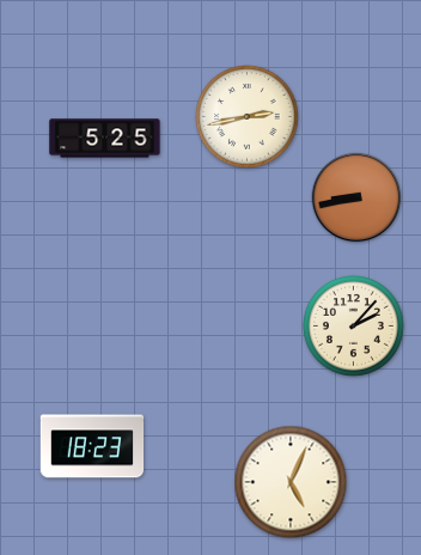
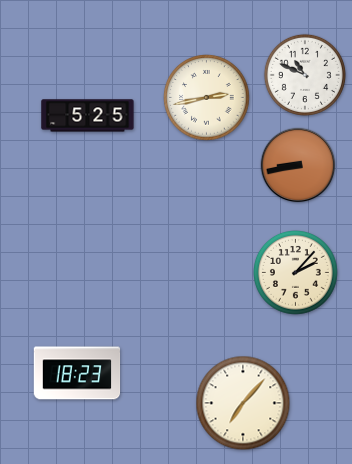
clock at (305, 75): none -> 10:49
clock at (291, 482): 5:04 -> 7:07
